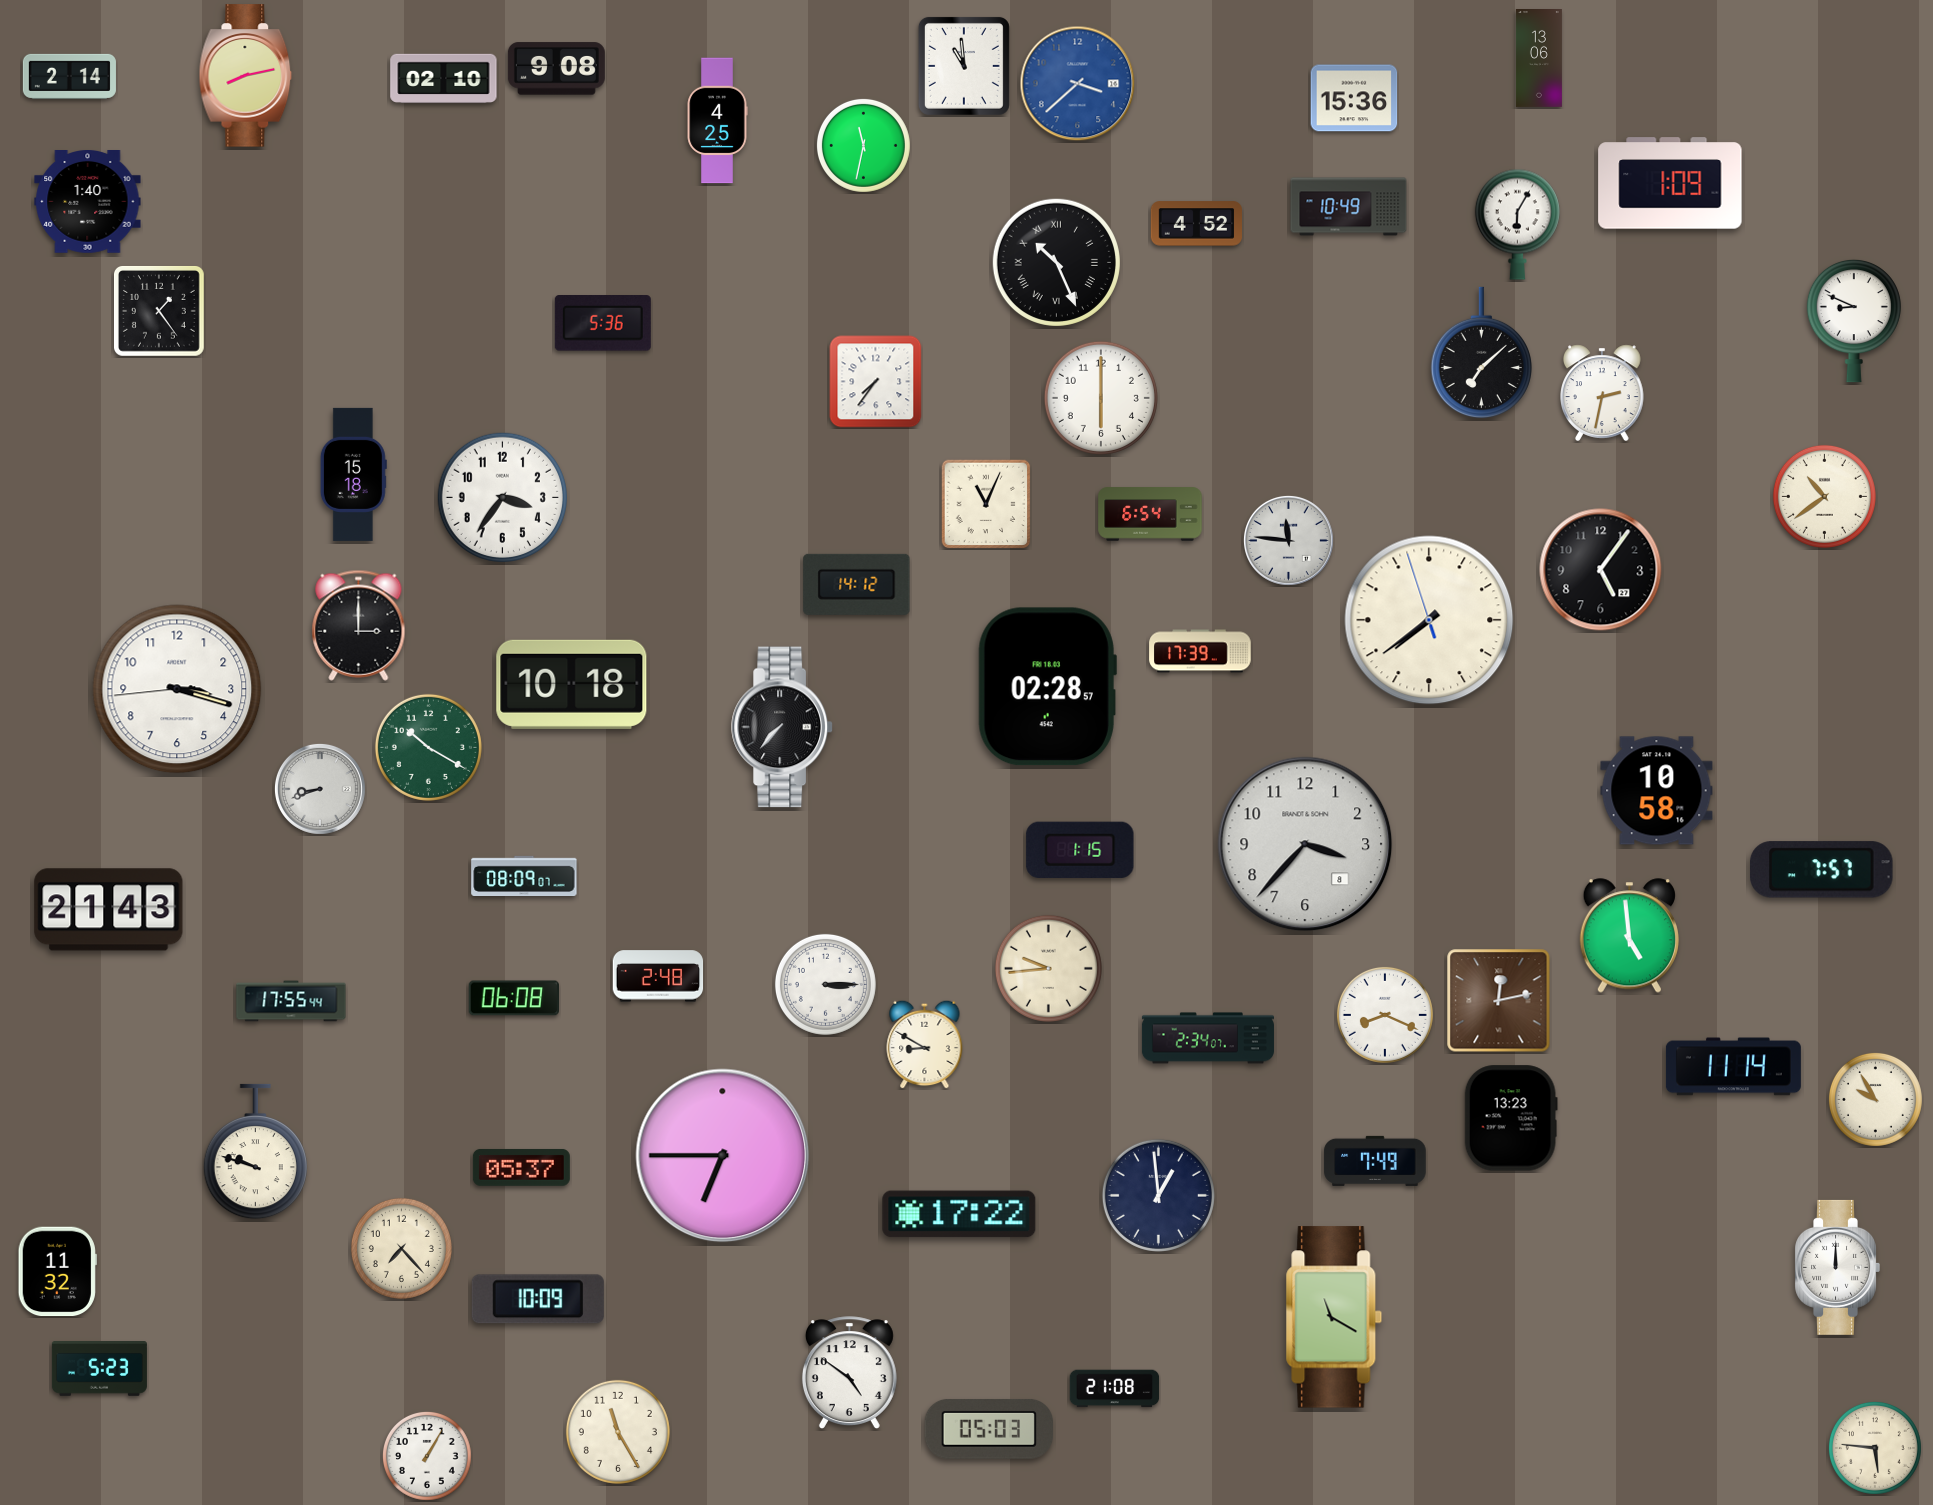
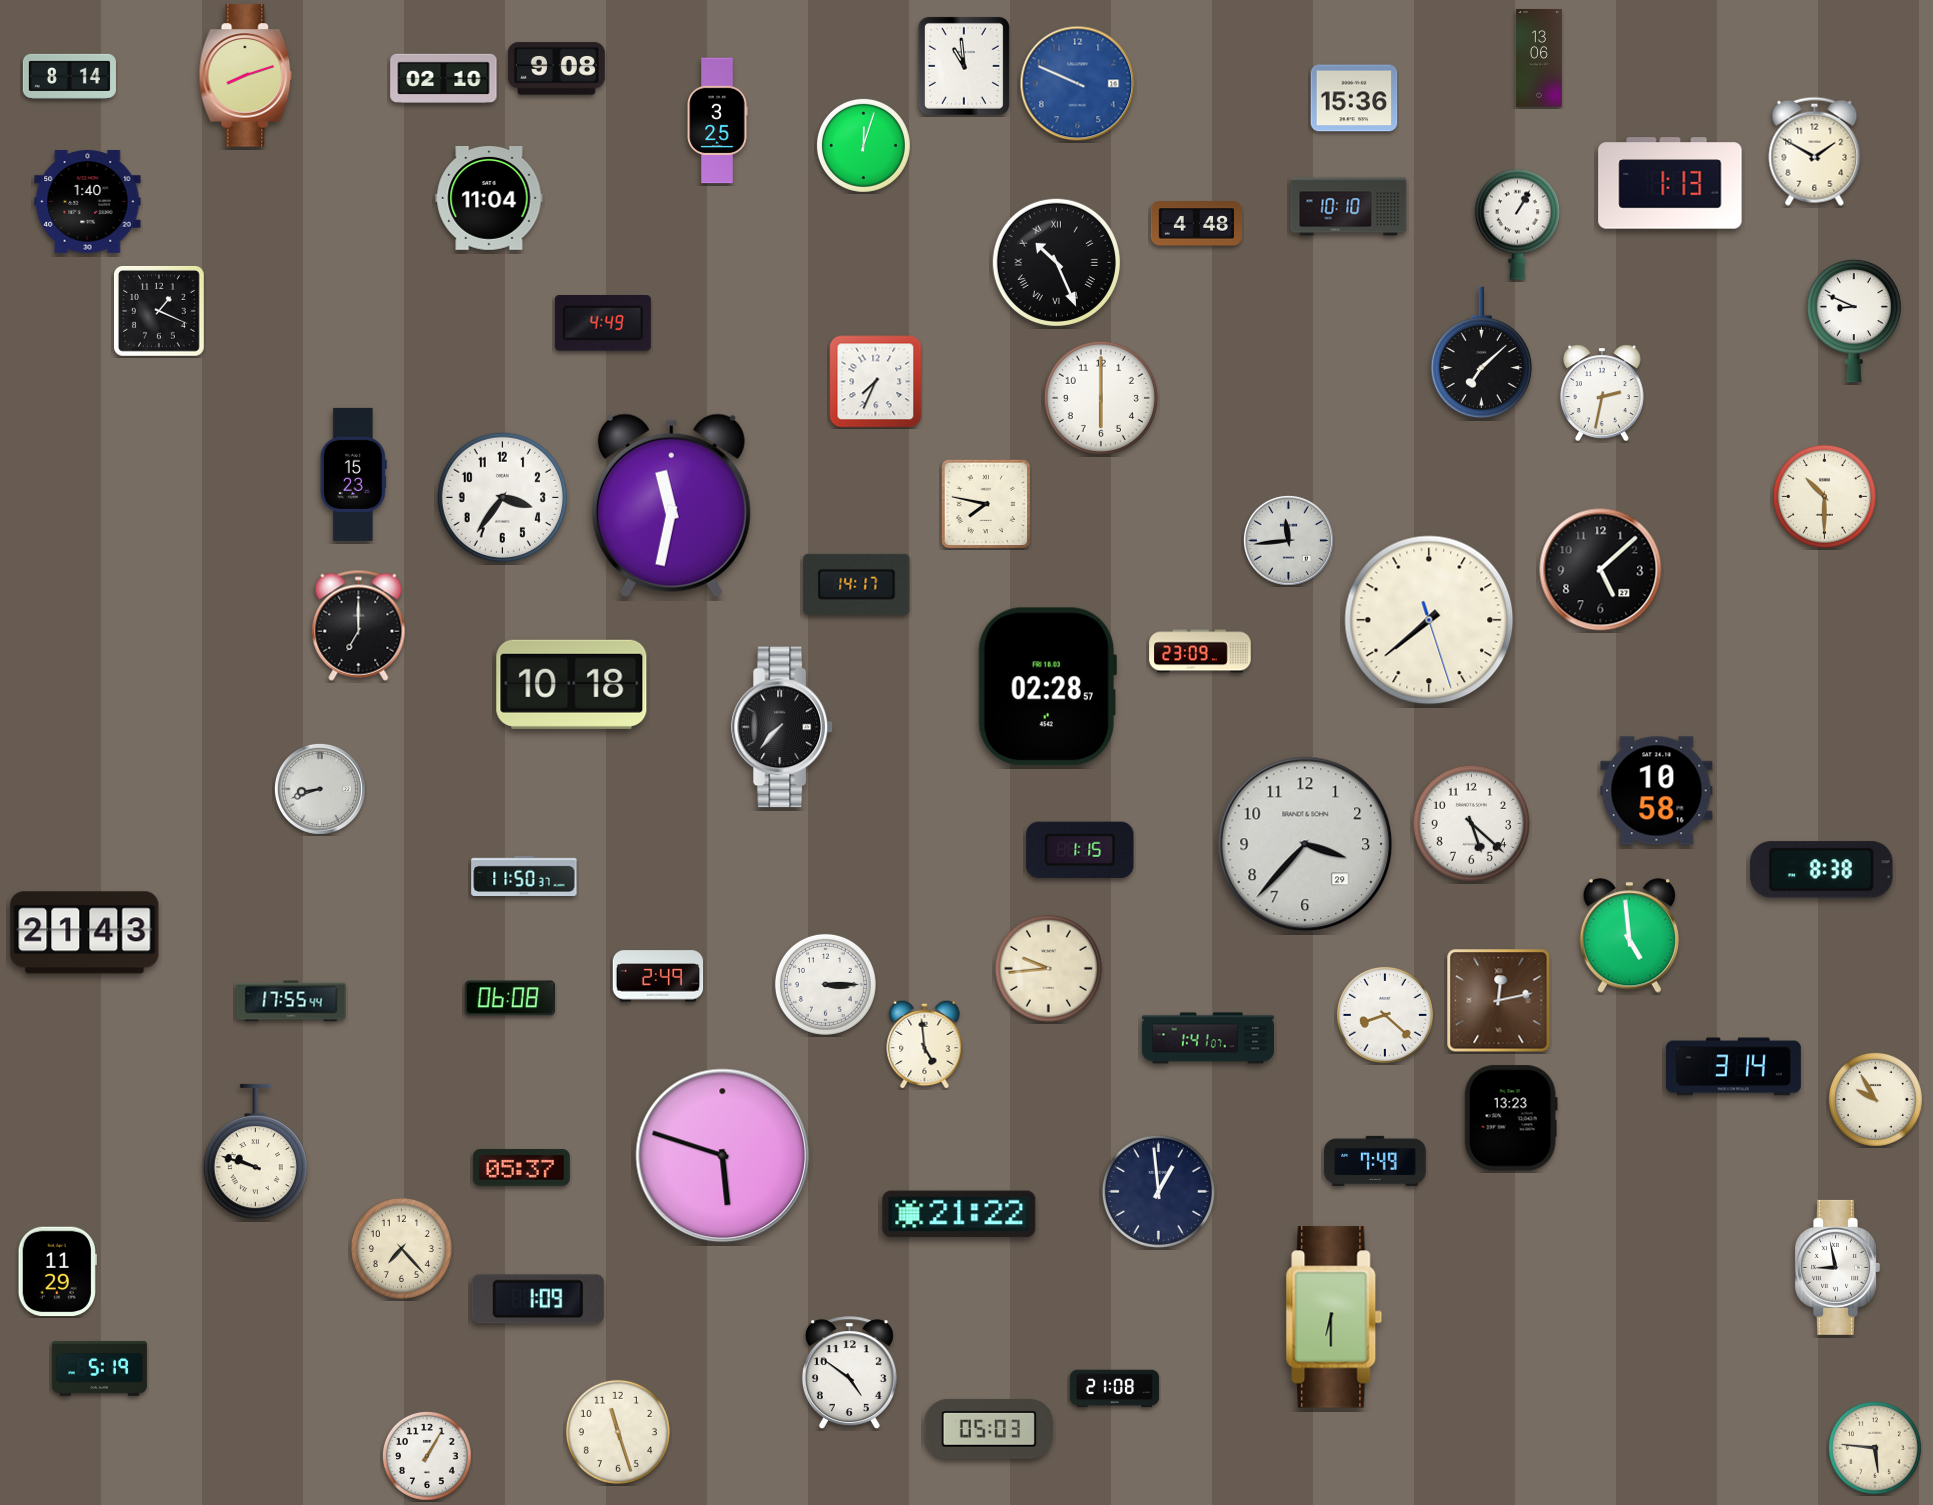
clock at (69, 76): 2:14 -> 8:14
clock at (246, 76): 8:13 -> 8:12
clock at (1078, 84): 3:38 -> 9:49
clock at (717, 121): 4:25 -> 3:25
clock at (863, 145): 11:32 -> 12:03
clock at (1815, 151): none -> 1:50
clock at (1670, 183): 1:09 -> 1:13
clock at (489, 199): none -> 11:04
clock at (1349, 207): 10:49 -> 10:10
clock at (1196, 224): 4:52 -> 4:48
clock at (1517, 224): 6:05 -> 1:05
clock at (160, 312): 1:24 -> 1:19
clock at (603, 324): 5:36 -> 4:49
clock at (876, 382): 7:36 -> 7:34
clock at (353, 474): 15:18 -> 15:23
clock at (1824, 496): 10:39 -> 10:30
clock at (986, 504): 11:04 -> 7:47
clock at (671, 505): none -> 11:32
clock at (1150, 514): 6:54 -> none
clock at (1288, 540): 11:46 -> 11:44
clock at (1601, 570): 5:06 -> 5:08
clock at (857, 584): 14:12 -> 14:17
clock at (1429, 620): 7:38:57 -> 7:38:27
clock at (359, 625): 3:00 -> 7:00
clock at (1200, 651): 17:39 -> 23:09
clock at (177, 689): 3:17 -> none
clock at (428, 747): 10:20 -> none
clock at (1471, 823): none -> 5:22
clock at (1305, 844) date: 8 -> 29
clock at (1822, 870): 7:57 -> 8:38
clock at (524, 875): 08:09 -> 11:50
clock at (109, 910) position: (109, 910) -> (85, 933)
clock at (658, 976): 2:48 -> 2:49
clock at (513, 998) position: (513, 998) -> (509, 998)
clock at (1385, 1015): 8:19 -> 8:22
clock at (1208, 1038): 2:34 -> 1:41
clock at (925, 1044): 8:50 -> 4:59
clock at (1733, 1067): 11:14 -> 3:14
clock at (723, 1156): 6:45 -> 5:48
clock at (1158, 1195) position: (1158, 1195) -> (1158, 1191)
clock at (959, 1214): 17:22 -> 21:22
clock at (1837, 1267): 12:00 -> 8:58
clock at (57, 1272): 11:32 -> 11:29
clock at (538, 1299): 10:09 -> 1:09
clock at (1334, 1317): 11:20 -> 6:30
clock at (99, 1369): 5:23 -> 5:19
clock at (618, 1432): 11:25 -> 11:27
